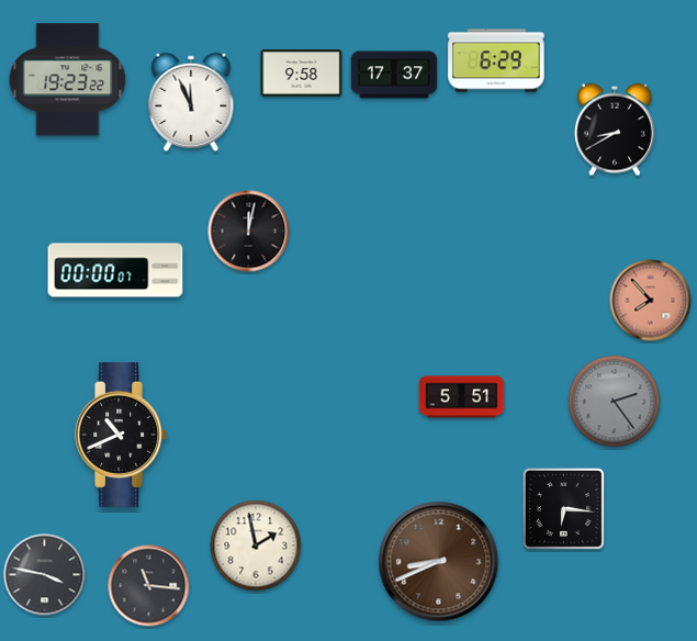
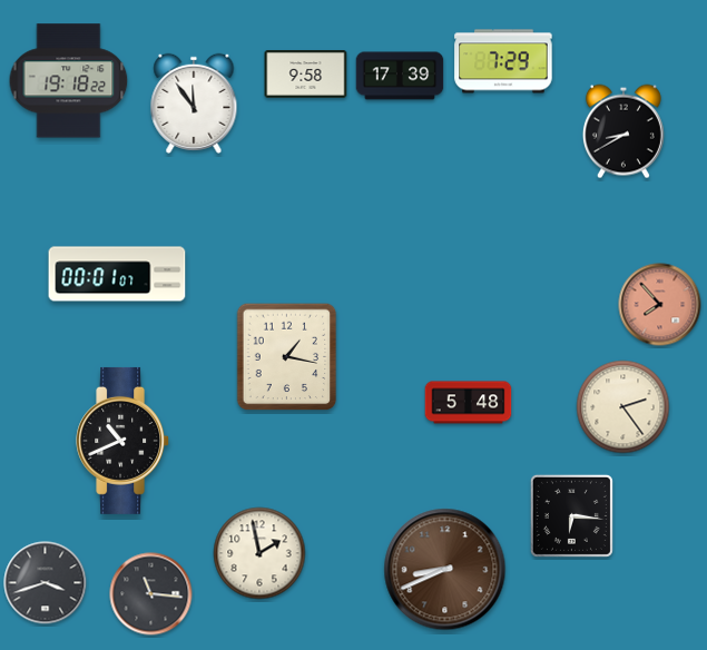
clock at (496, 60): 6:29 -> 7:29
clock at (394, 75): 17:37 -> 17:39
clock at (68, 80): 19:23 -> 19:18
clock at (191, 102): 11:56 -> 11:54
clock at (249, 232): 12:02 -> none
clock at (115, 270): 00:00 -> 00:01
clock at (287, 357): none -> 1:17
clock at (462, 397): 5:51 -> 5:48
clock at (615, 402) dial: grey -> cream
clock at (45, 575): 3:47 -> 3:42
